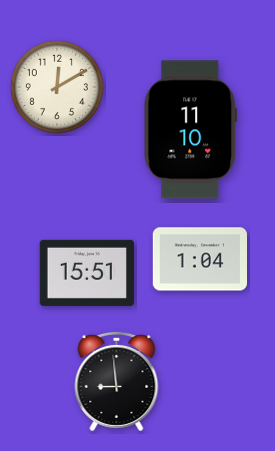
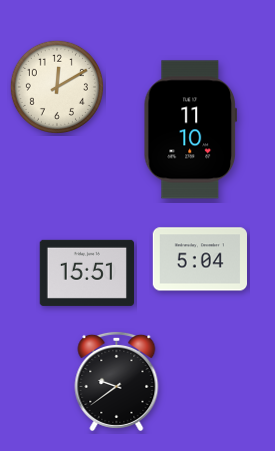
clock at (199, 259): 1:04 -> 5:04
clock at (117, 381): 8:59 -> 9:39
